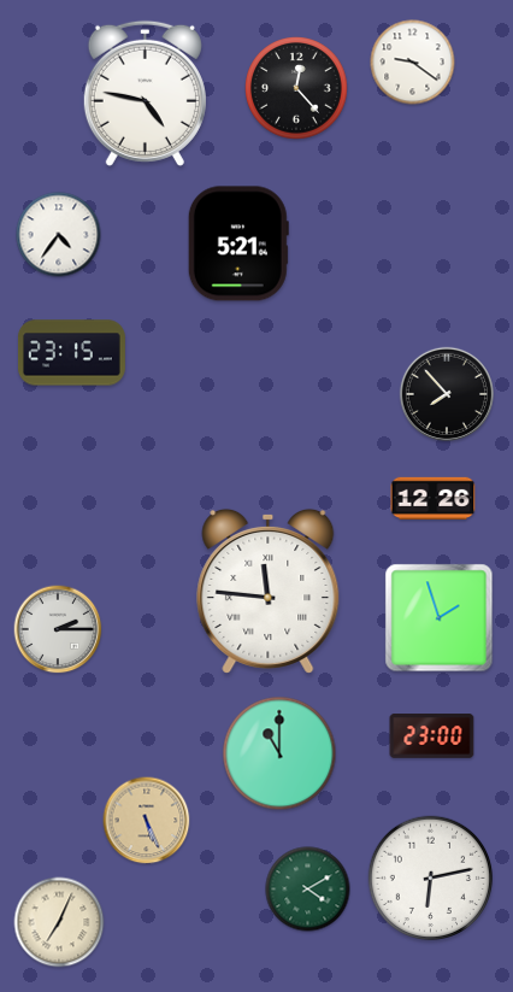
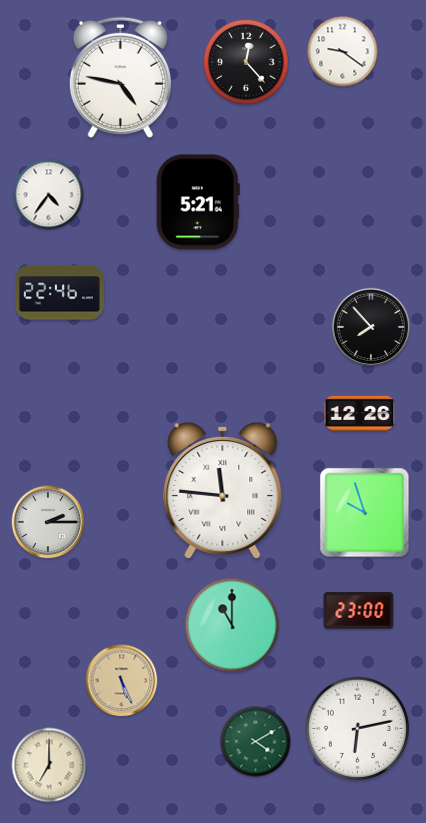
clock at (297, 89) position: (297, 89) -> (247, 63)
clock at (71, 353): 23:15 -> 22:46
clock at (440, 618): 1:57 -> 9:57
clock at (308, 890) position: (308, 890) -> (256, 742)
clock at (59, 922): 7:04 -> 7:00
